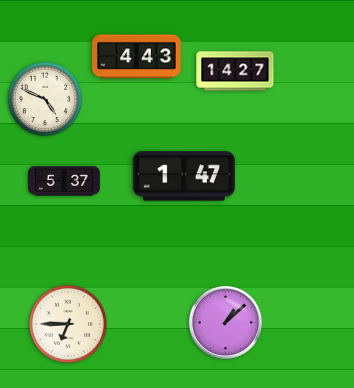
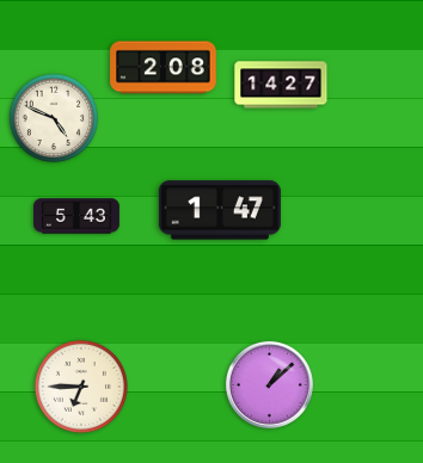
clock at (137, 57): 4:43 -> 2:08
clock at (65, 181): 5:37 -> 5:43
